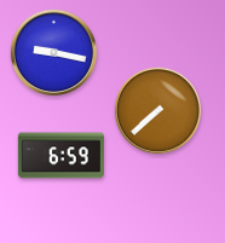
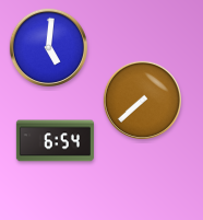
clock at (53, 52): 9:17 -> 5:01
clock at (60, 156): 6:59 -> 6:54
